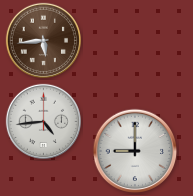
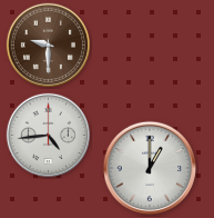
clock at (43, 40): 5:44 -> 9:30
clock at (135, 151): 9:00 -> 1:00
